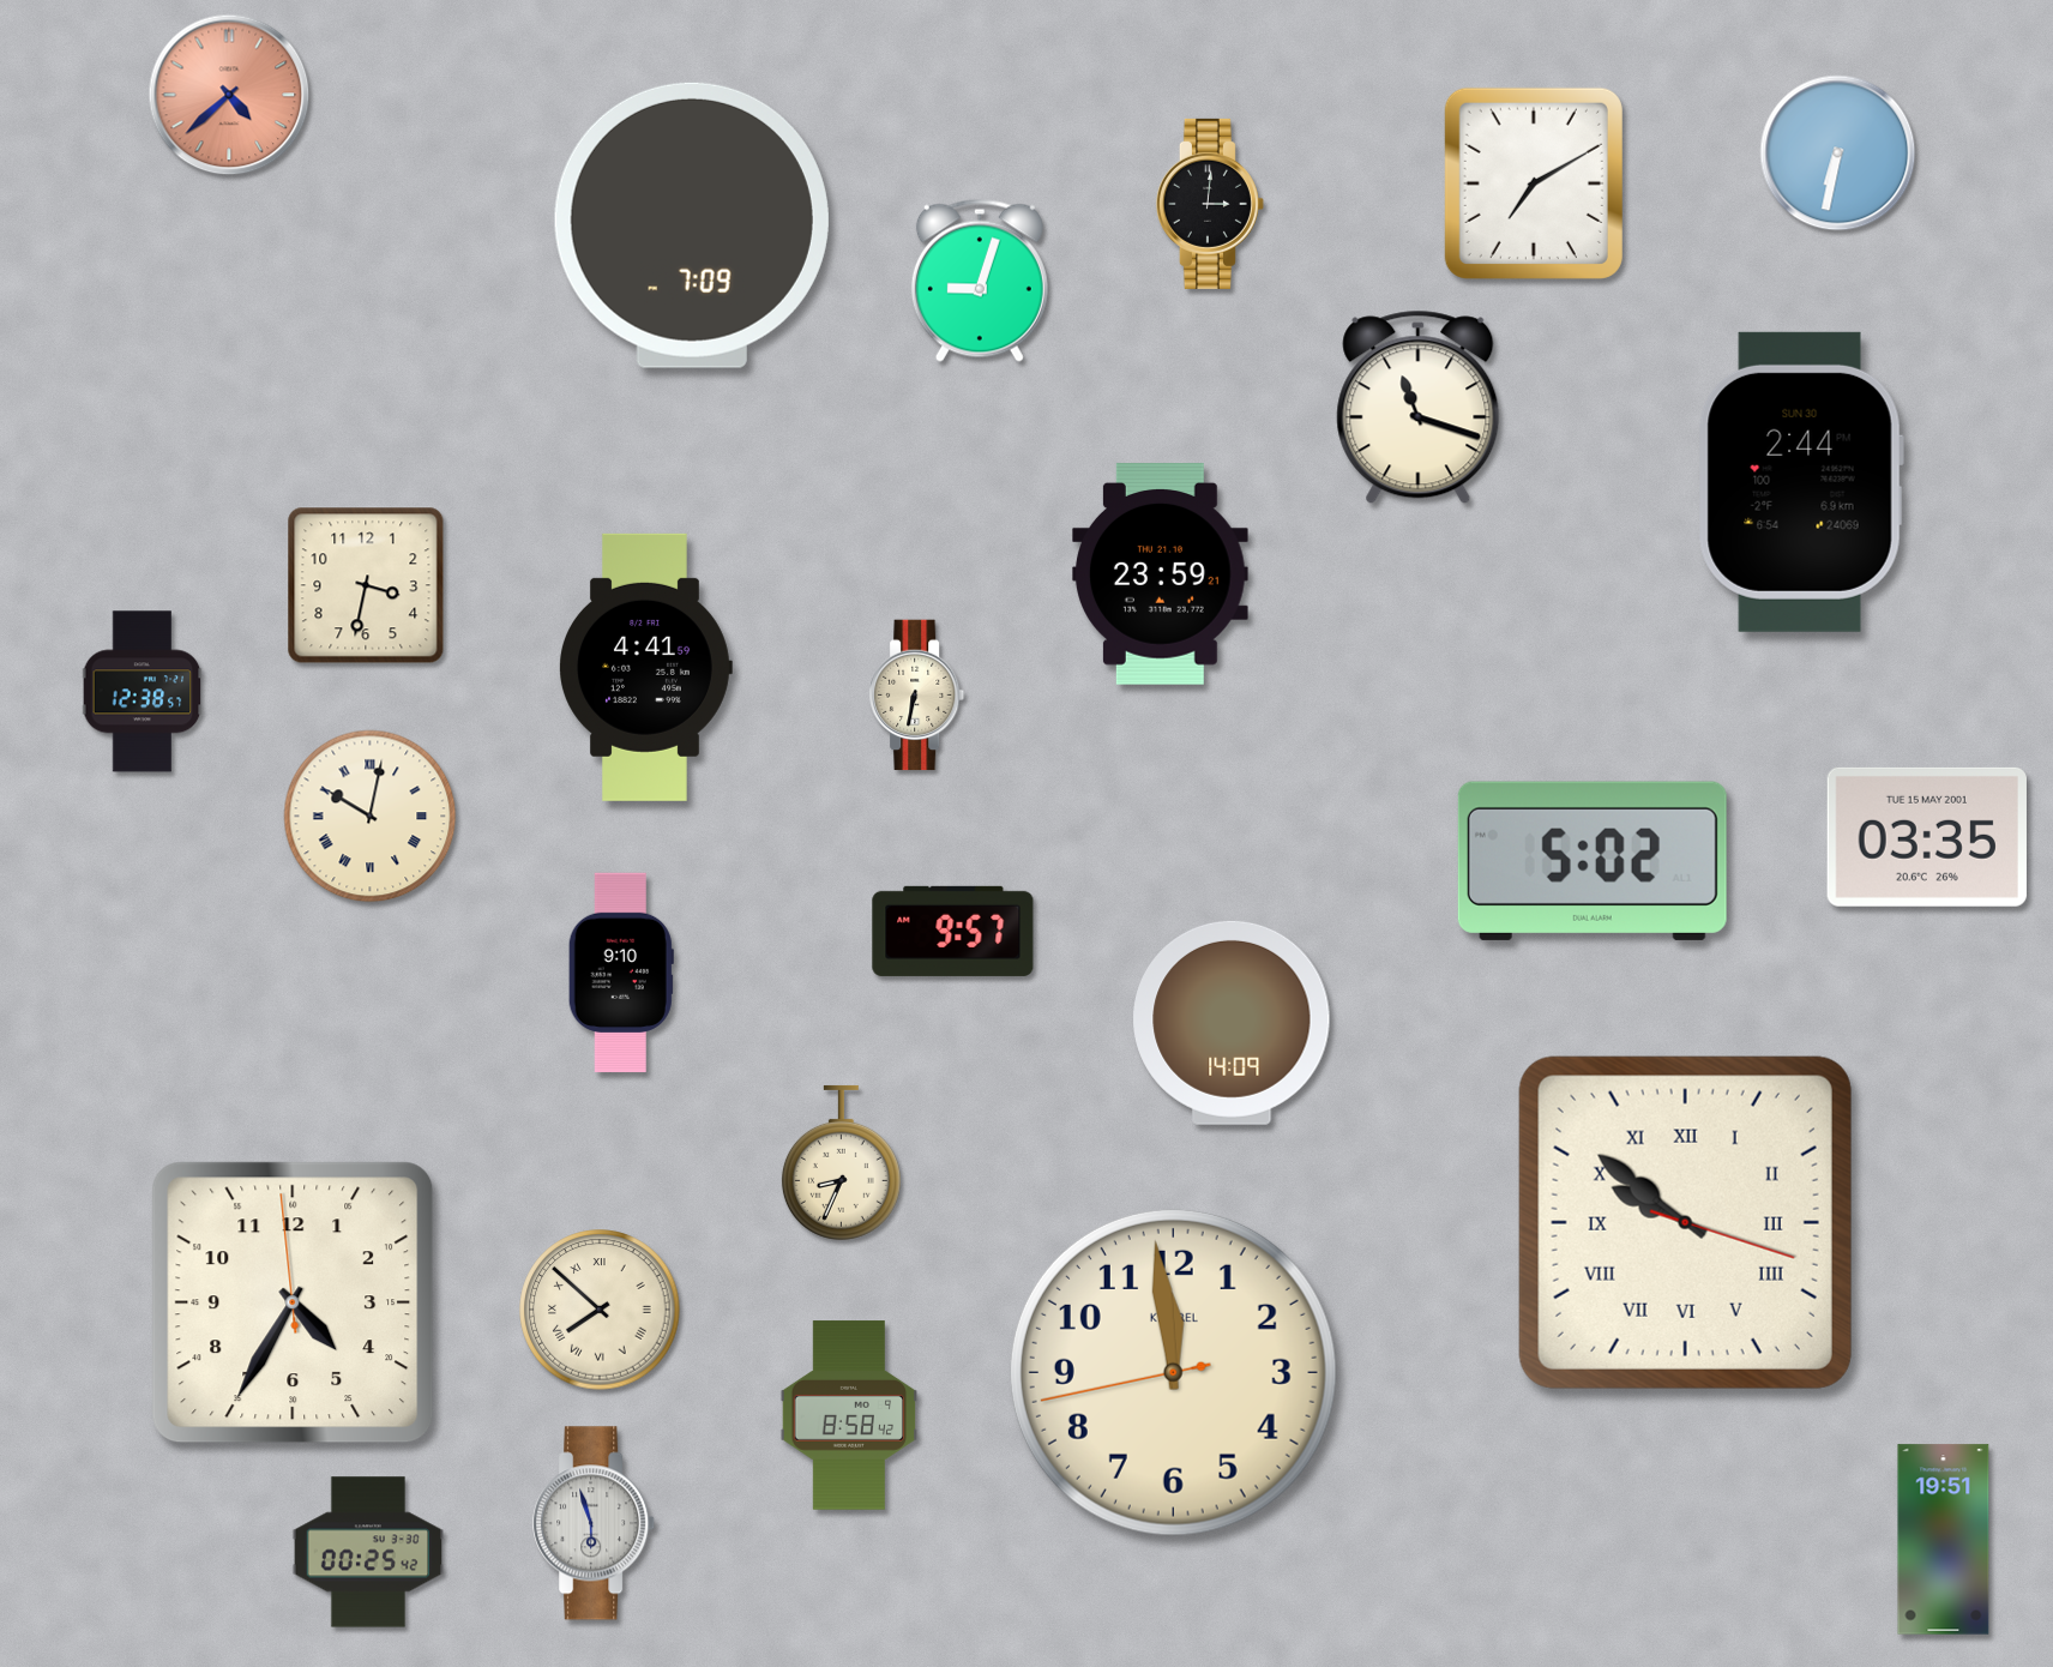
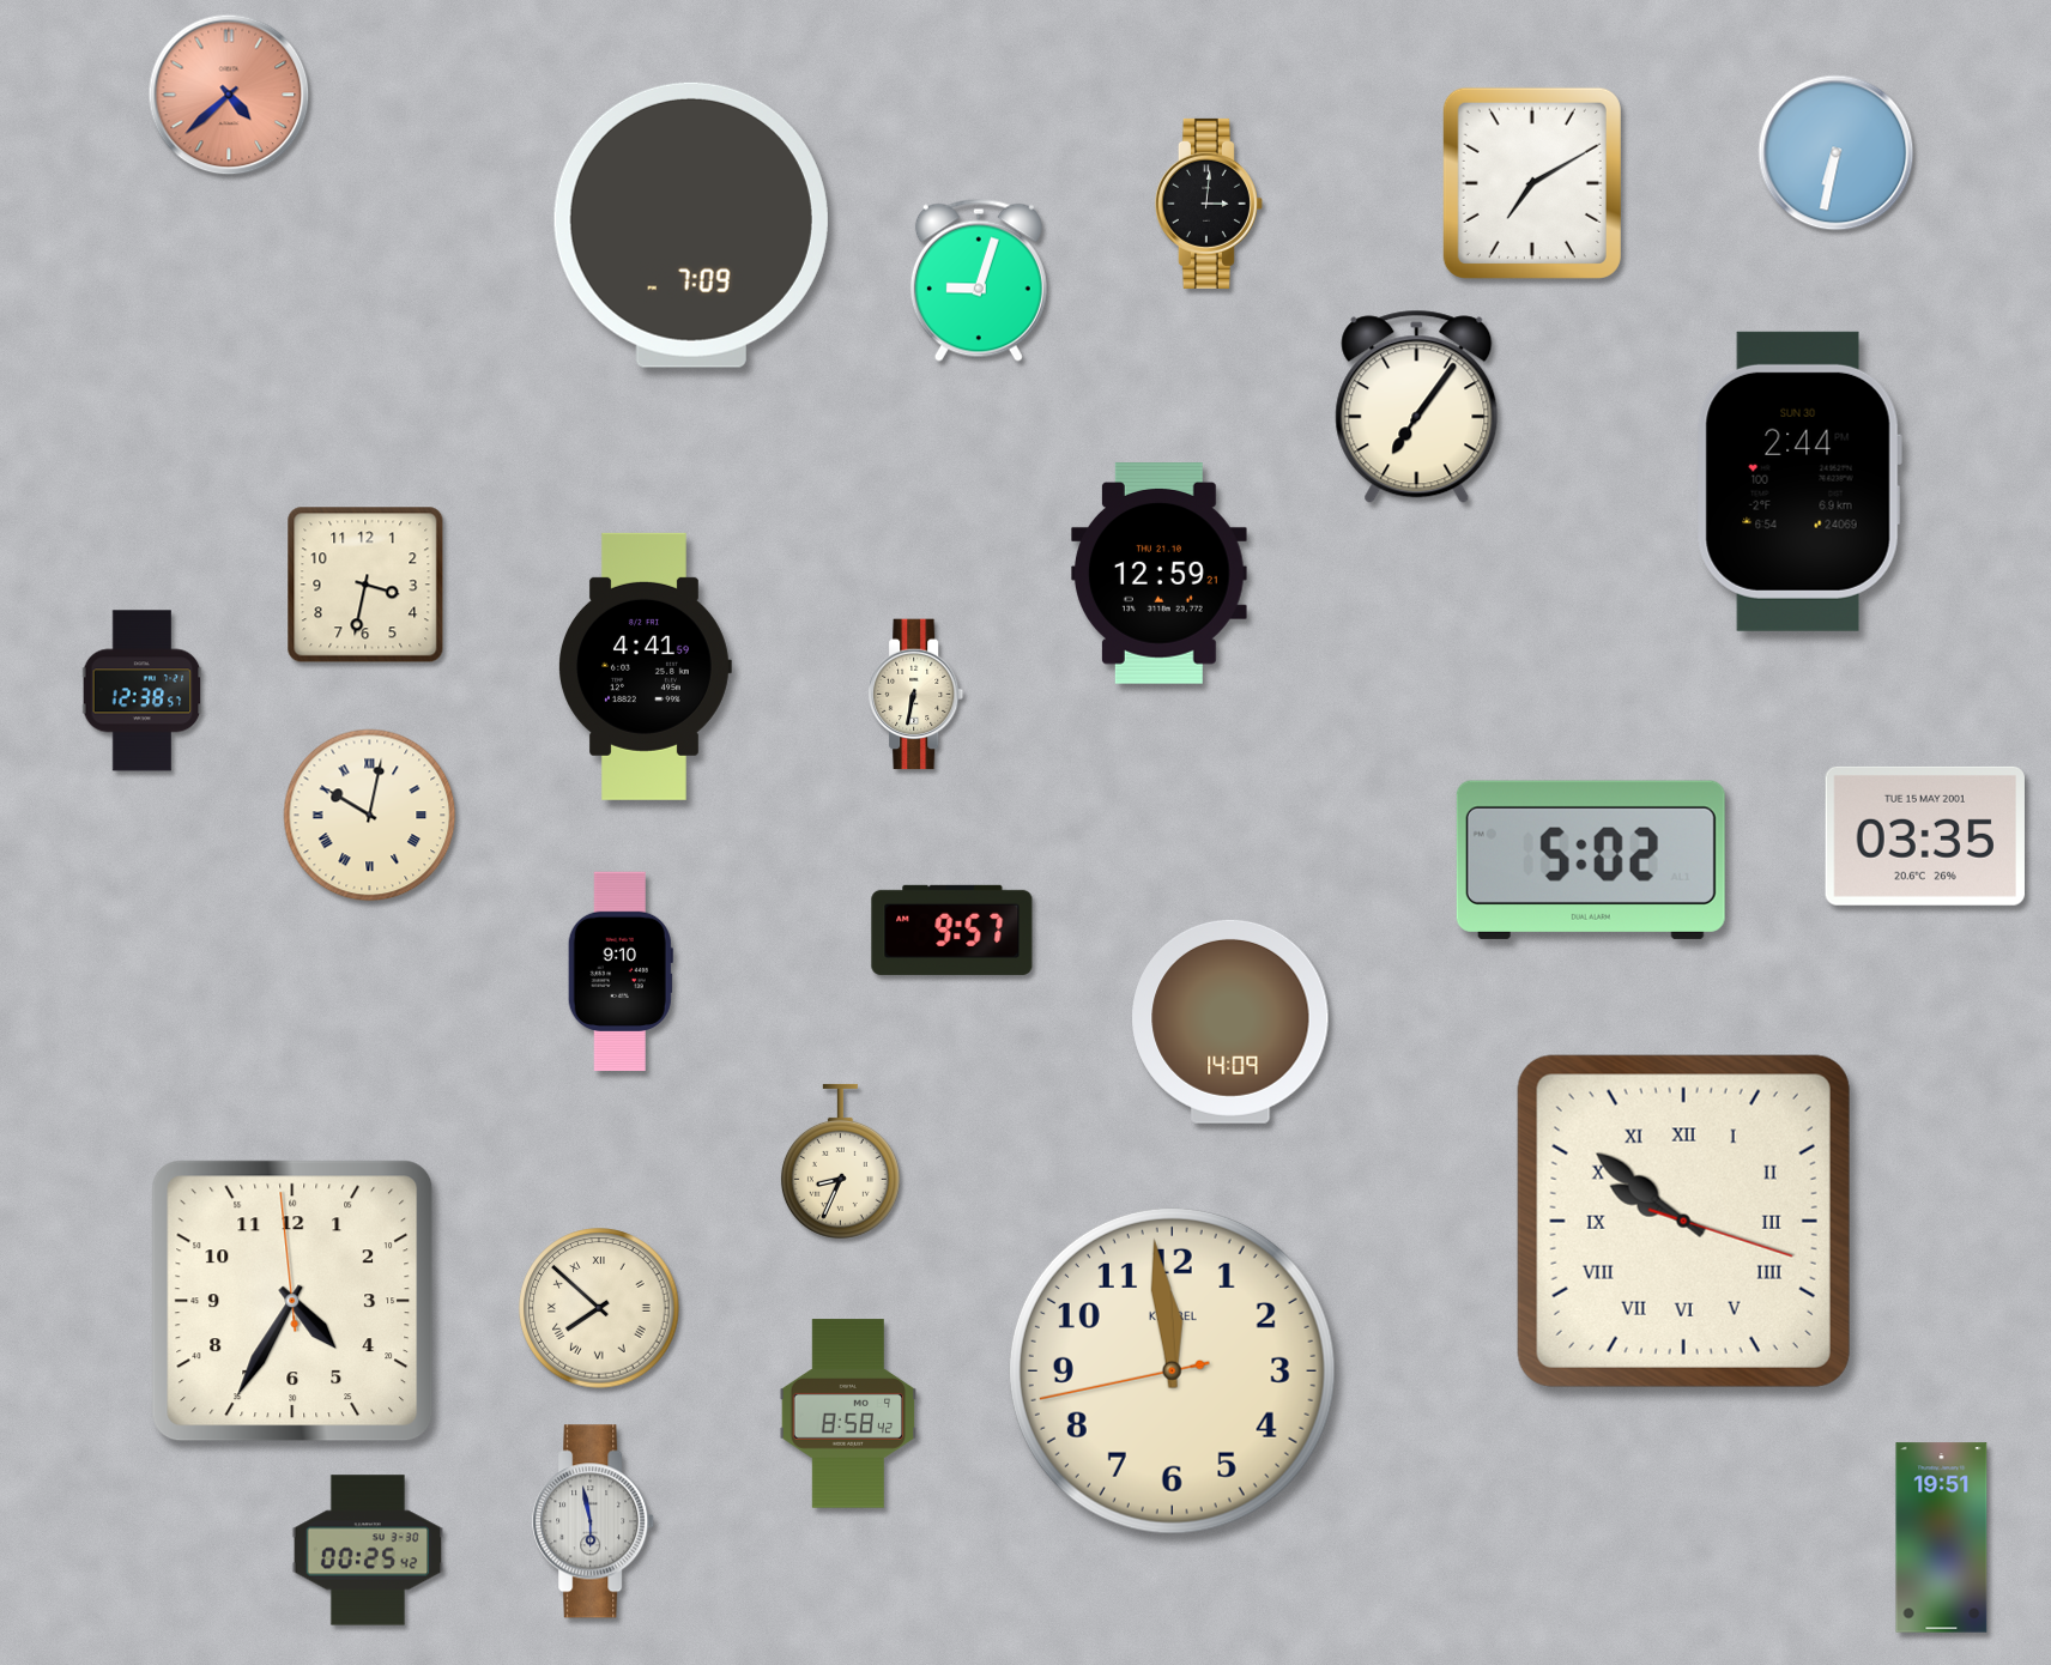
clock at (1419, 408): 11:18 -> 7:06
clock at (1161, 574): 23:59 -> 12:59
clock at (595, 1523): 5:57 -> 5:58
